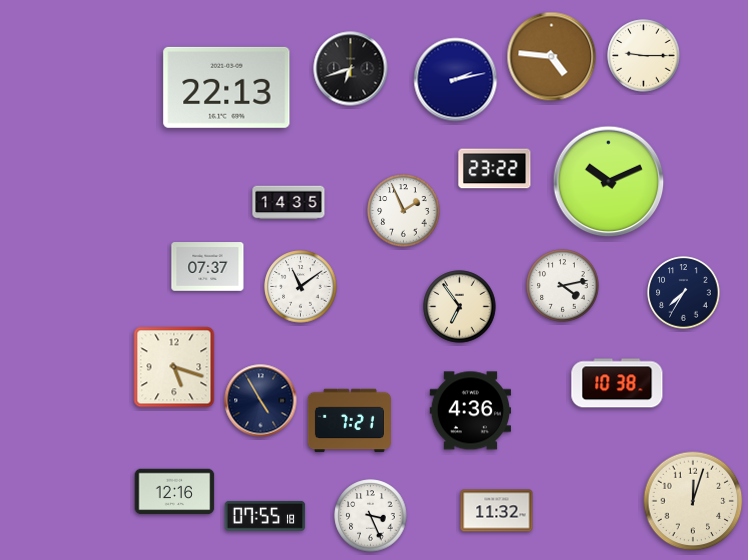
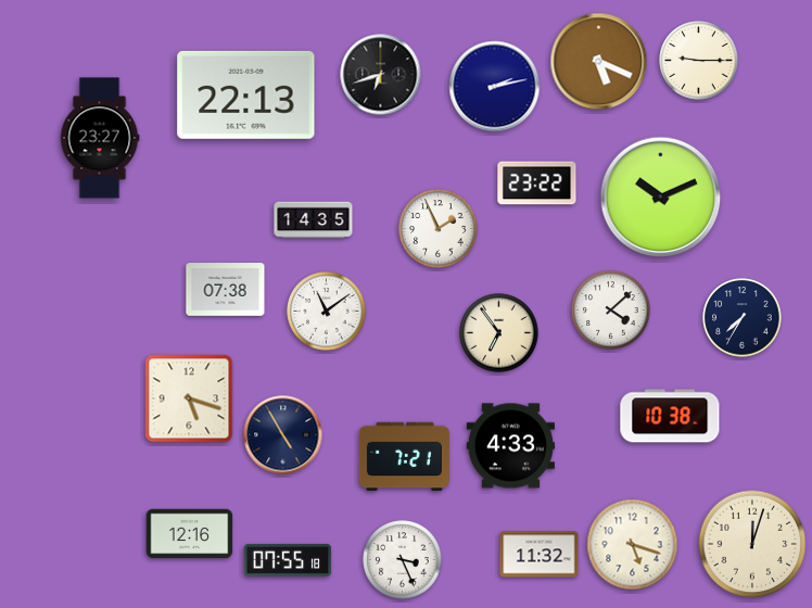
clock at (552, 57): 4:46 -> 5:19
clock at (100, 138): none -> 23:27
clock at (208, 267): 07:37 -> 07:38
clock at (563, 286): 4:13 -> 4:08
clock at (470, 411): 4:36 -> 4:33
clock at (349, 421) position: (349, 421) -> (404, 457)
clock at (633, 545): none -> 5:18
